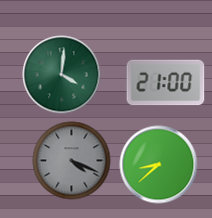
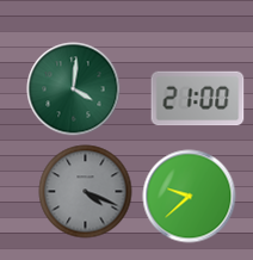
clock at (158, 164): 8:38 -> 9:38
